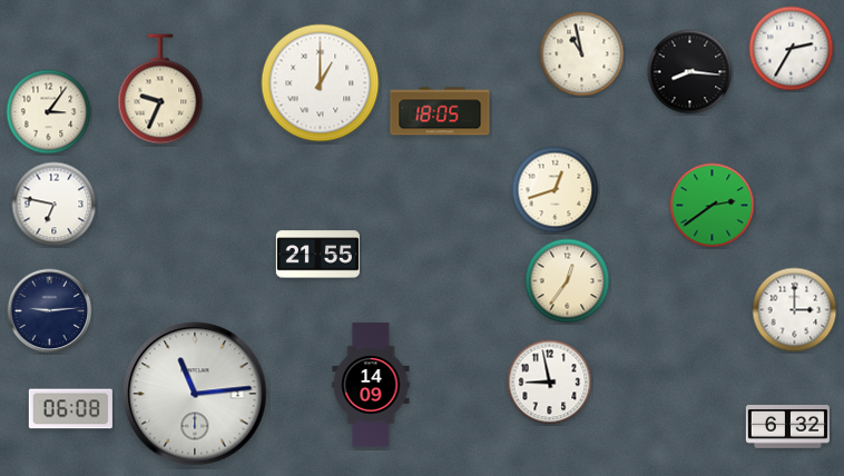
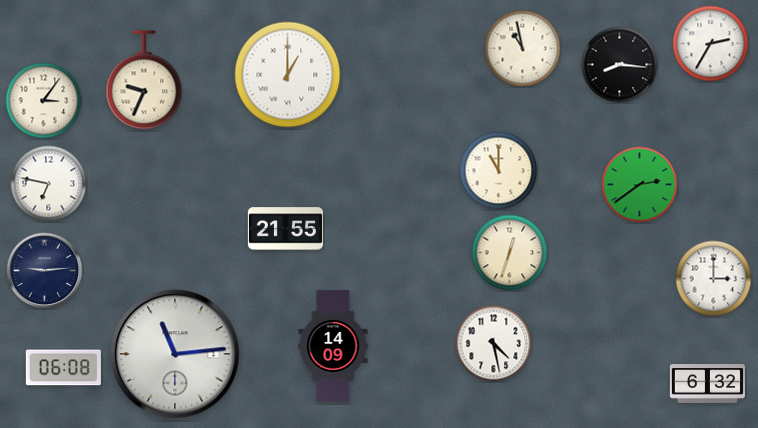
clock at (440, 111): 18:05 -> none
clock at (556, 190): 12:42 -> 11:00
clock at (568, 281): 12:36 -> 12:33
clock at (50, 311) position: (50, 311) -> (45, 271)
clock at (550, 383): 8:58 -> 4:28
